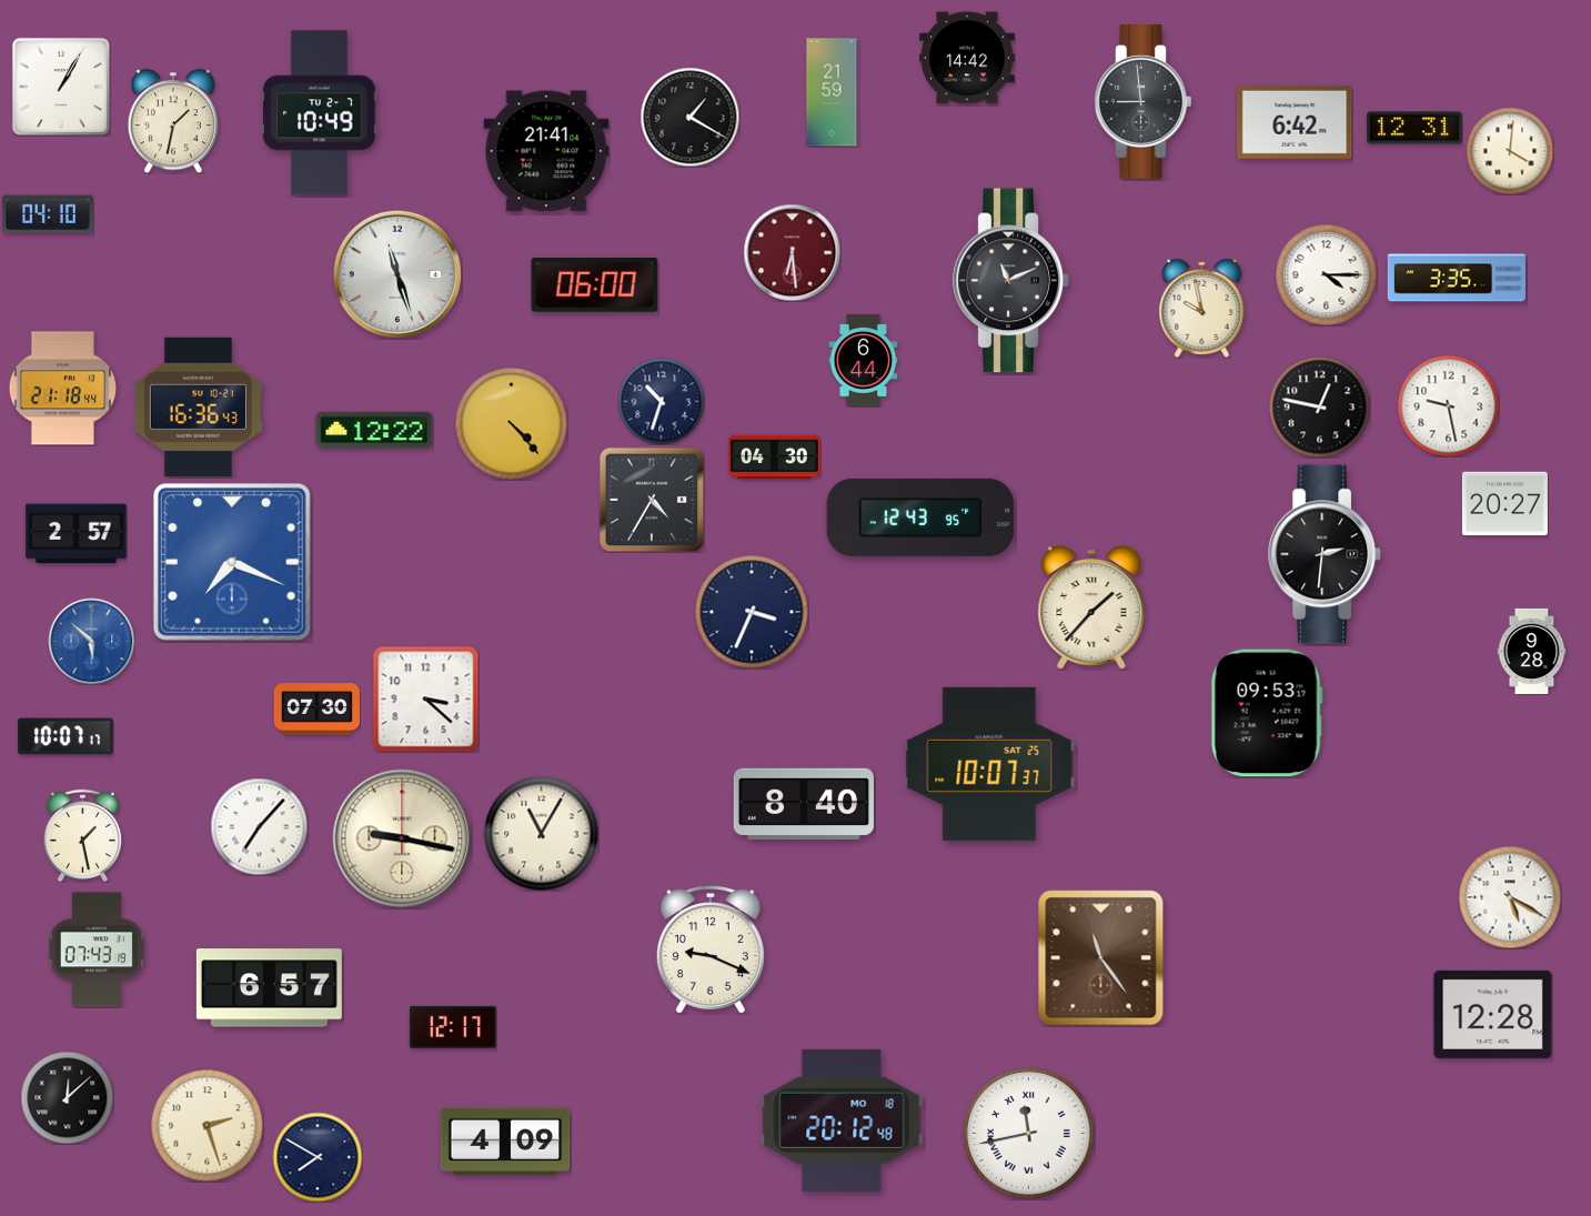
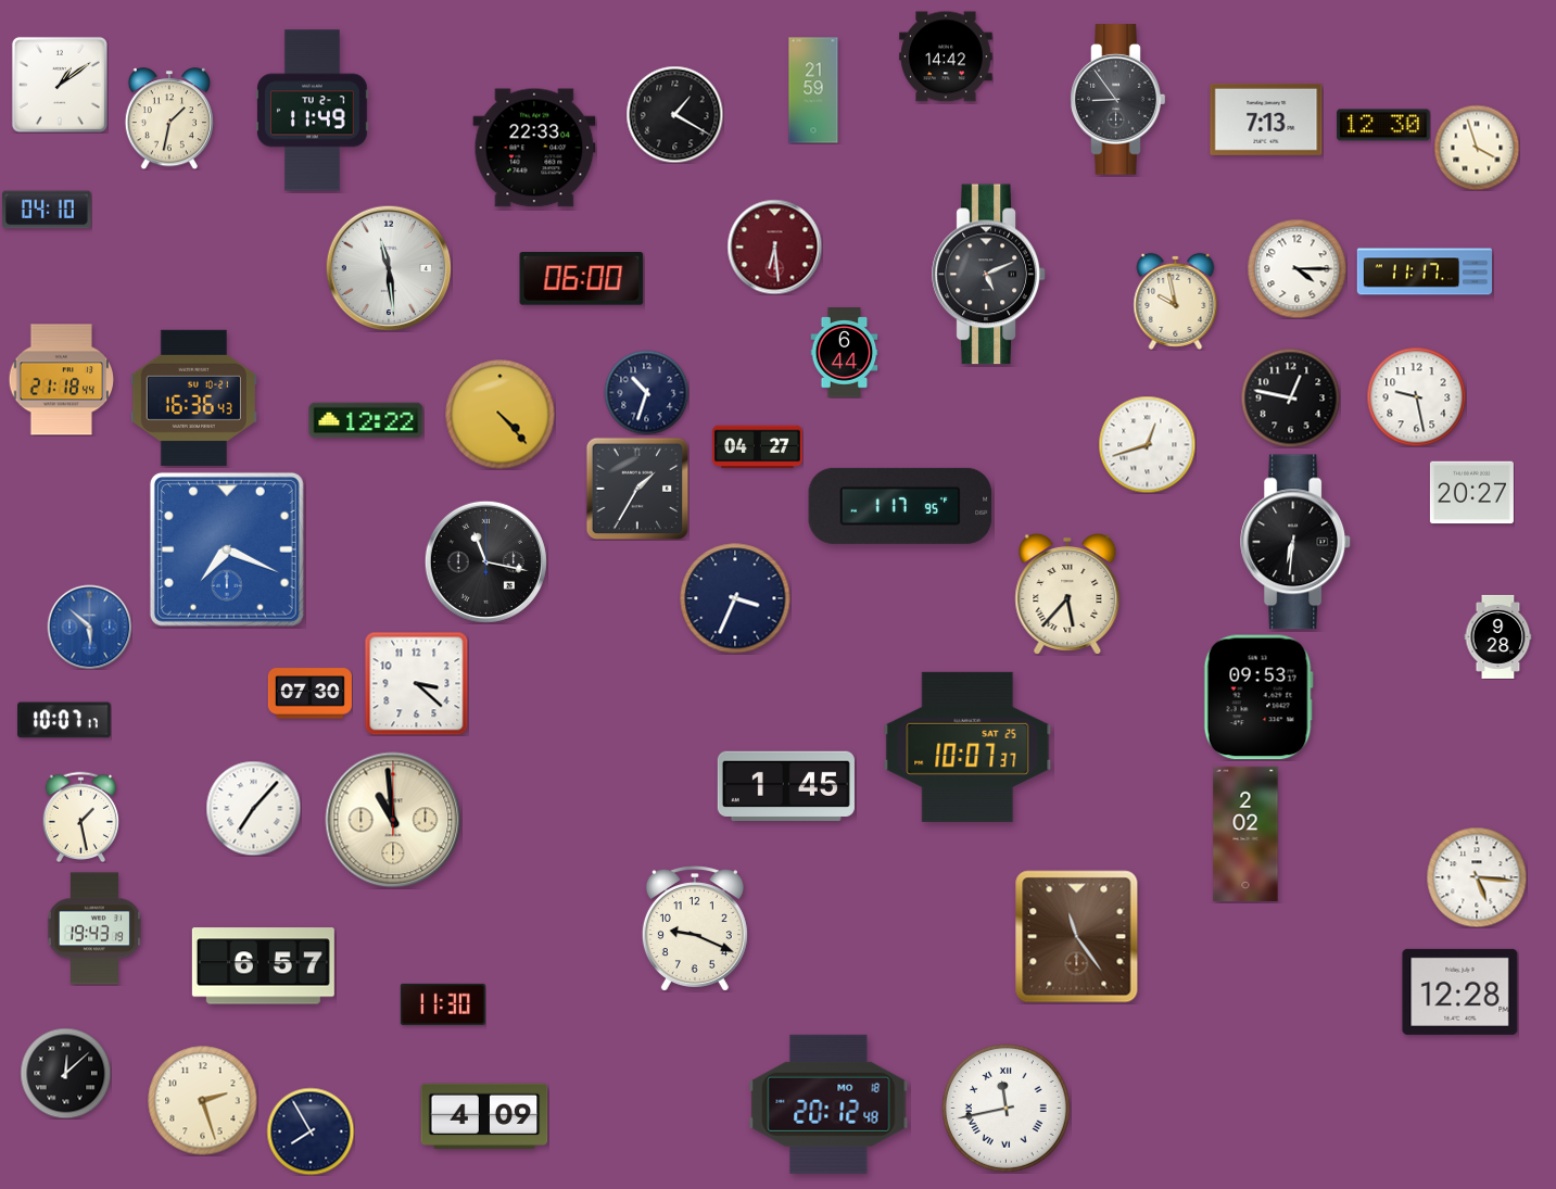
clock at (61, 87): 1:05 -> 1:09
clock at (1144, 102): 8:59 -> 8:54
clock at (320, 113): 10:49 -> 11:49
clock at (1295, 122): 6:42 -> 7:13
clock at (1414, 128): 12:31 -> 12:30
clock at (546, 151): 21:41 -> 22:33
clock at (1510, 151): 4:01 -> 3:57
clock at (396, 273): 11:27 -> 11:29
clock at (1456, 278): 3:35 -> 11:17
clock at (1011, 281): 11:11 -> 5:11
clock at (1147, 444): none -> 12:42
clock at (775, 458): 04:30 -> 04:27
clock at (652, 500): 4:35 -> 1:35
clock at (920, 517): 12:43 -> 1:17
clock at (77, 534): 2:57 -> none
clock at (1326, 554): 2:31 -> 6:31
clock at (485, 561): none -> 11:17
clock at (1091, 607): 1:37 -> 5:37
clock at (1267, 713) position: (1267, 713) -> (1258, 697)
clock at (804, 803): 8:40 -> 1:45
clock at (542, 834): 11:05 -> none
clock at (402, 838): 9:17 -> 10:59
clock at (1245, 833): none -> 2:02
clock at (1510, 897): 5:20 -> 5:16
clock at (97, 949): 07:43 -> 19:43
clock at (453, 1027): 12:17 -> 11:30
clock at (842, 1120) position: (842, 1120) -> (828, 1104)
clock at (505, 1140) position: (505, 1140) -> (484, 1115)
clock at (318, 1157): 7:50 -> 7:55
